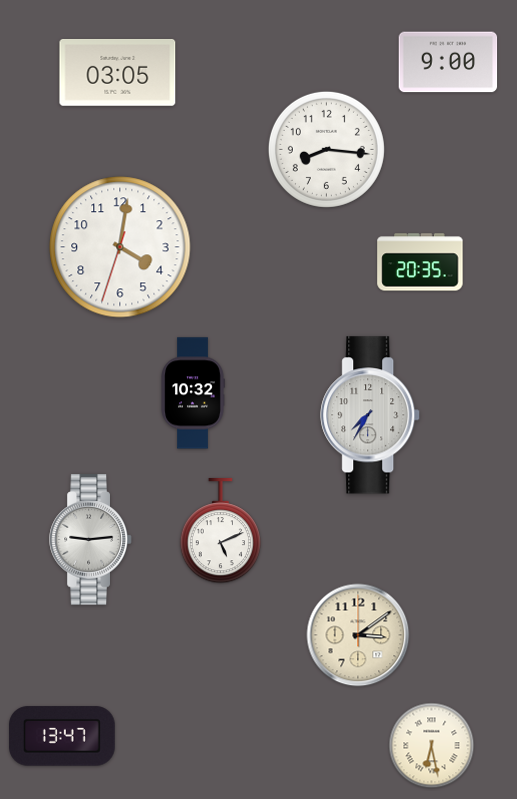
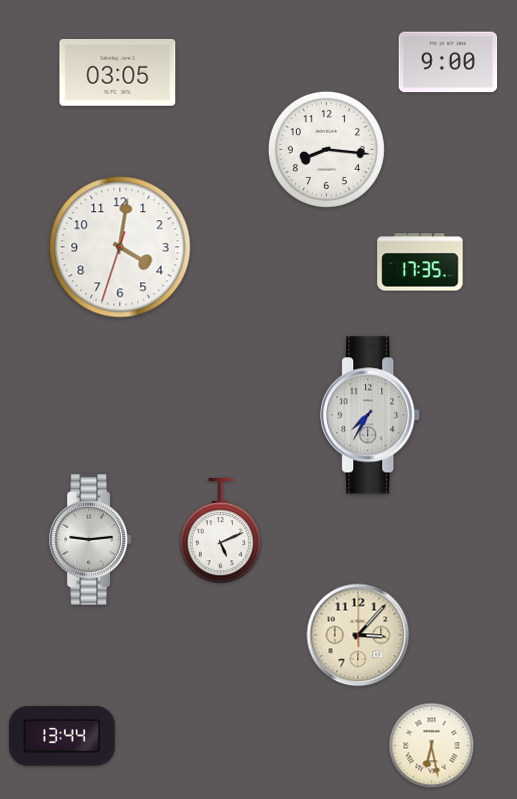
clock at (420, 262): 20:35 -> 17:35
clock at (193, 393): 10:32 -> none
clock at (358, 635): 3:09 -> 3:07
clock at (63, 736): 13:47 -> 13:44
